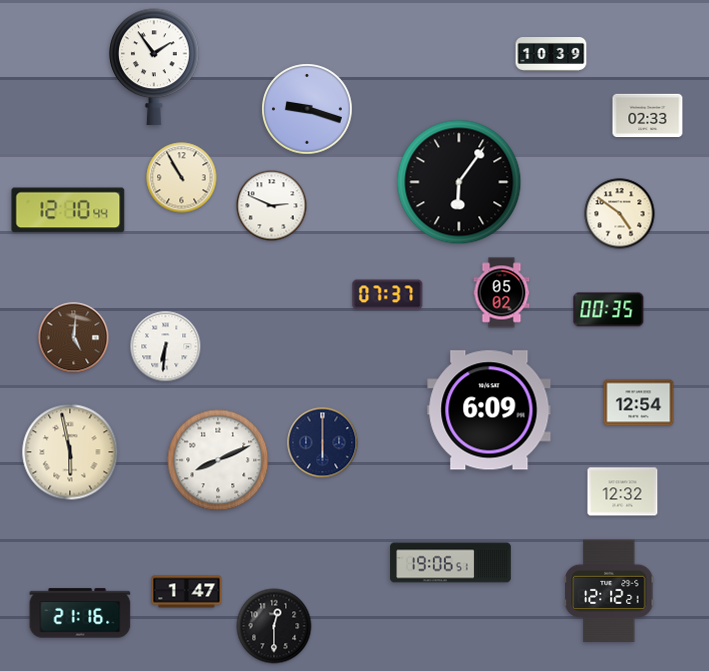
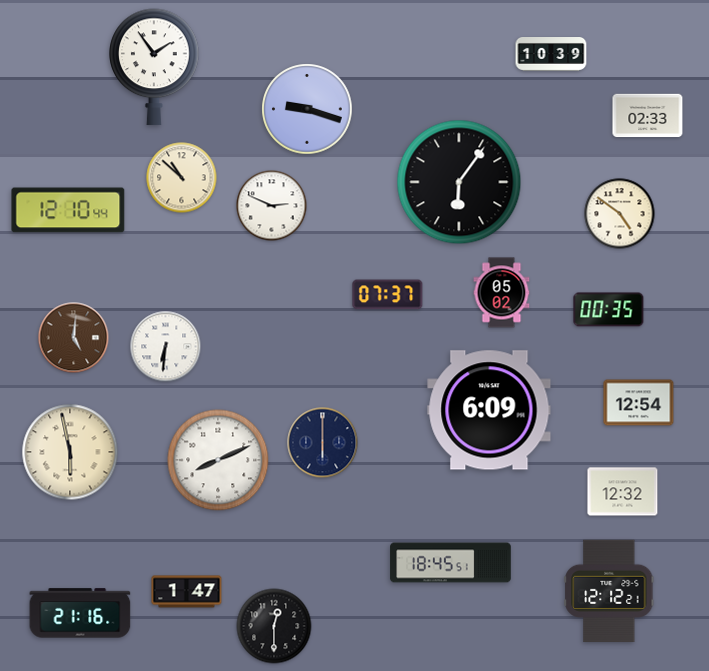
clock at (182, 178): 10:55 -> 10:52
clock at (451, 563): 19:06 -> 18:45
